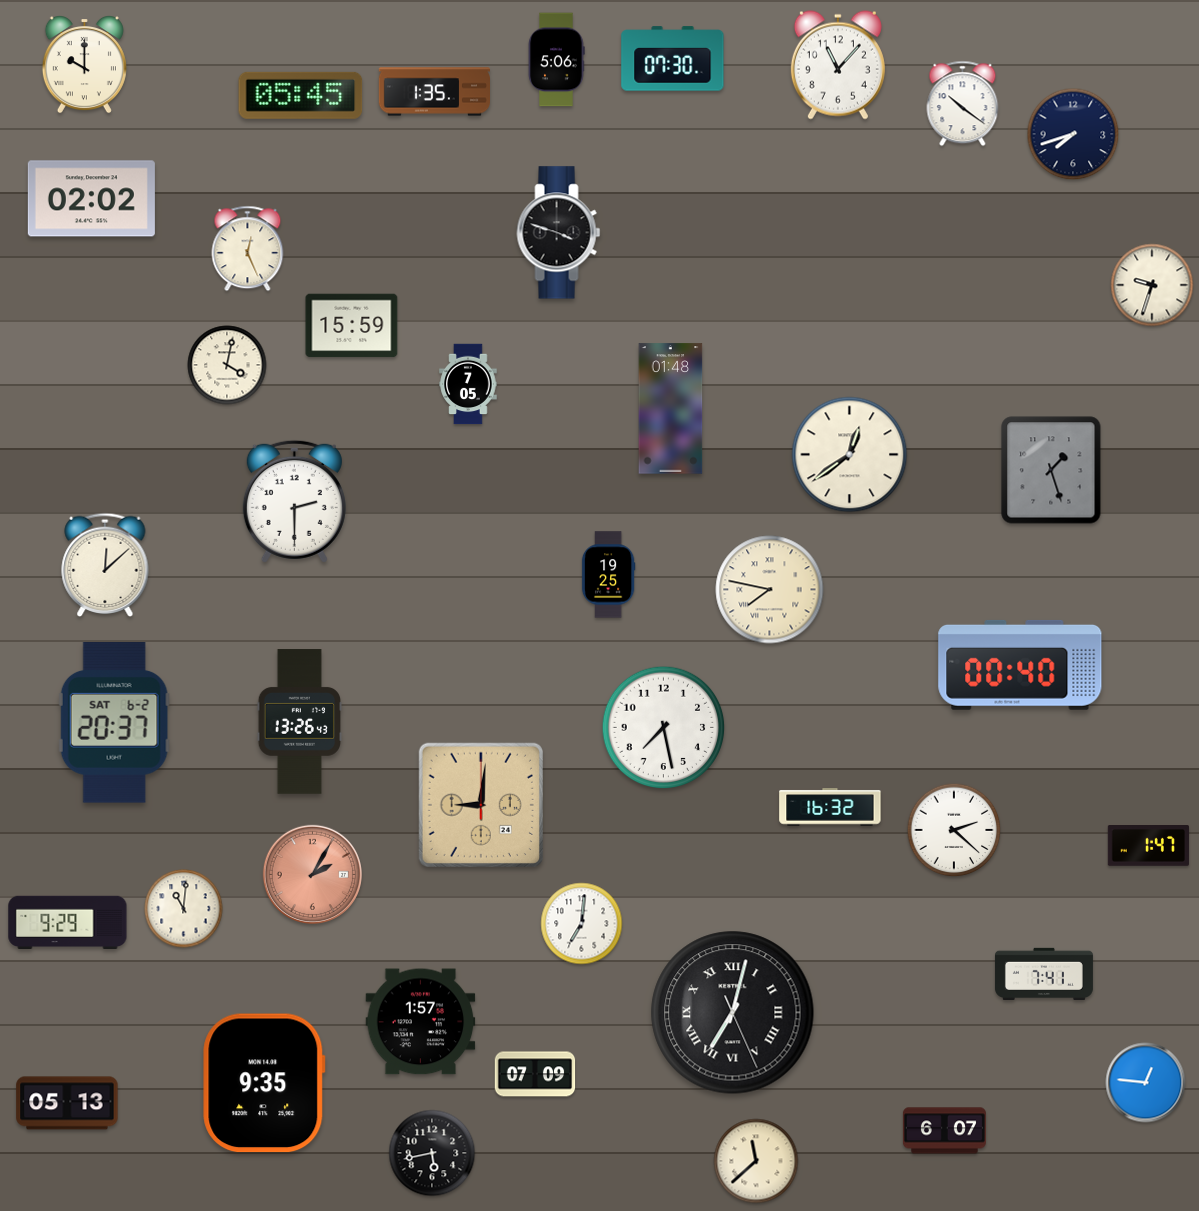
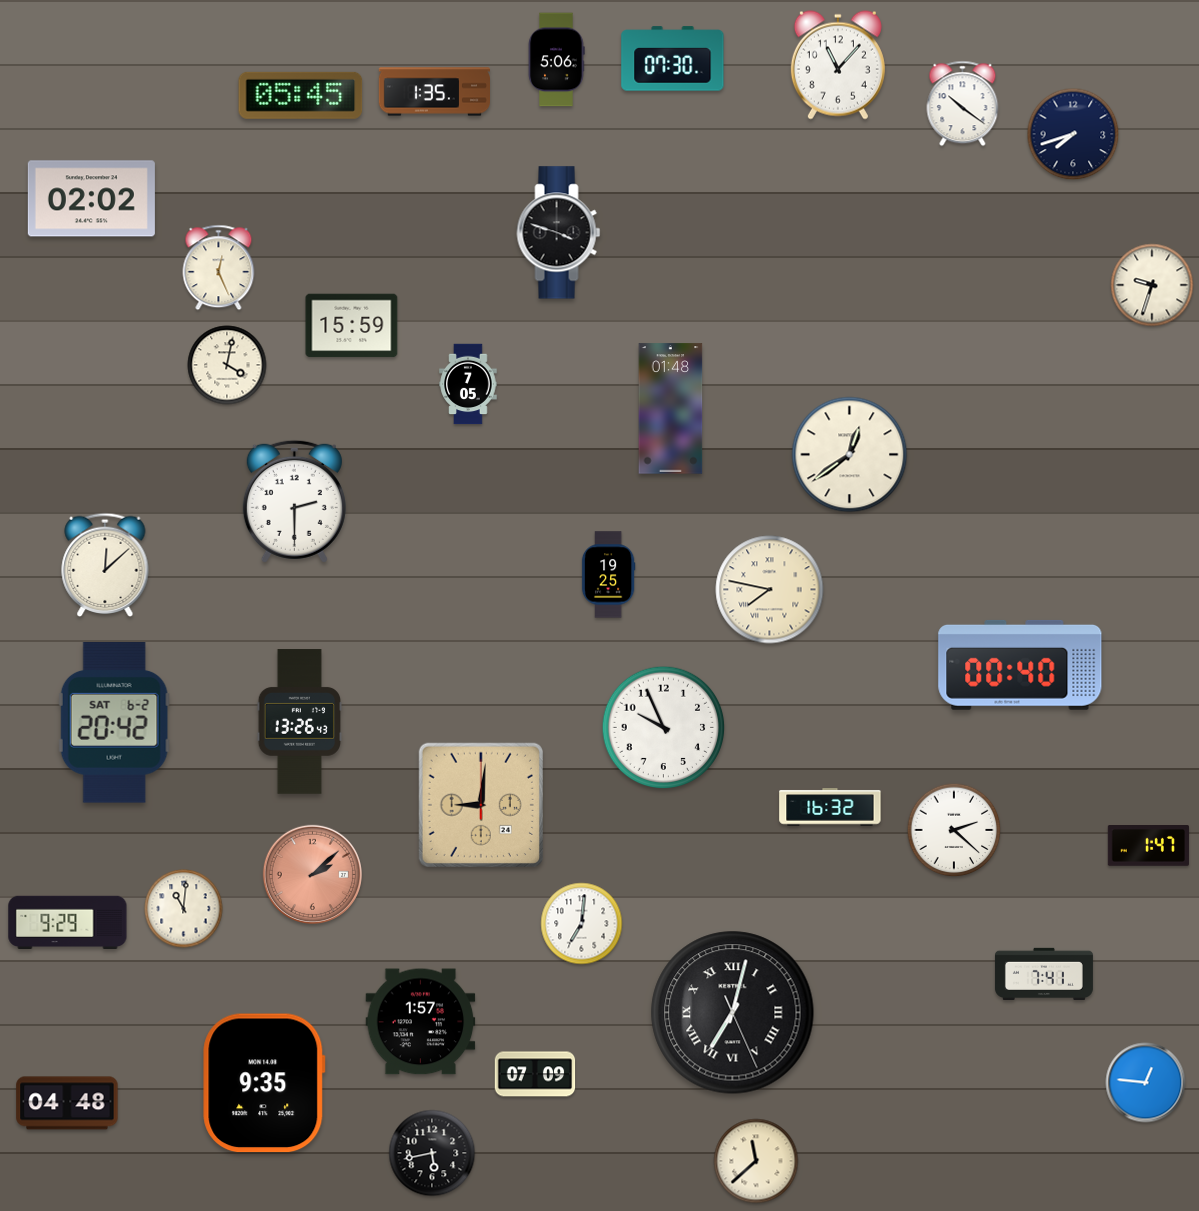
clock at (84, 65): 10:00 -> none
clock at (248, 249) position: (248, 249) -> (219, 268)
clock at (1051, 470): 1:27 -> none
clock at (114, 723): 20:37 -> 20:42
clock at (664, 728): 7:28 -> 9:56
clock at (312, 874): 2:05 -> 2:08
clock at (67, 1103): 05:13 -> 04:48
clock at (944, 1131): 6:07 -> none
